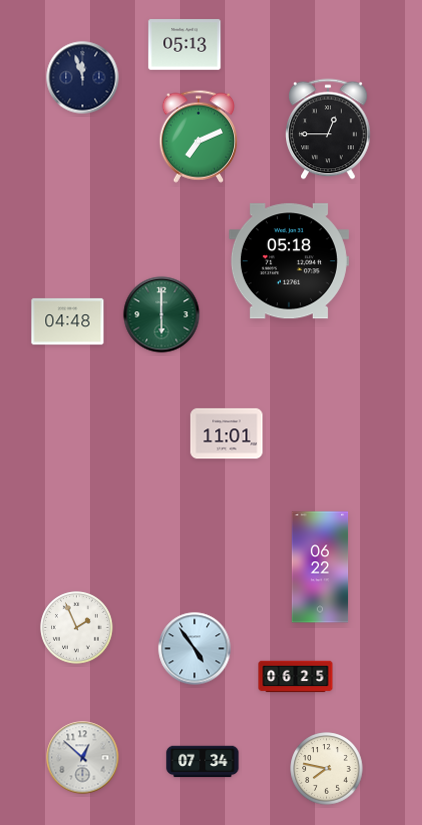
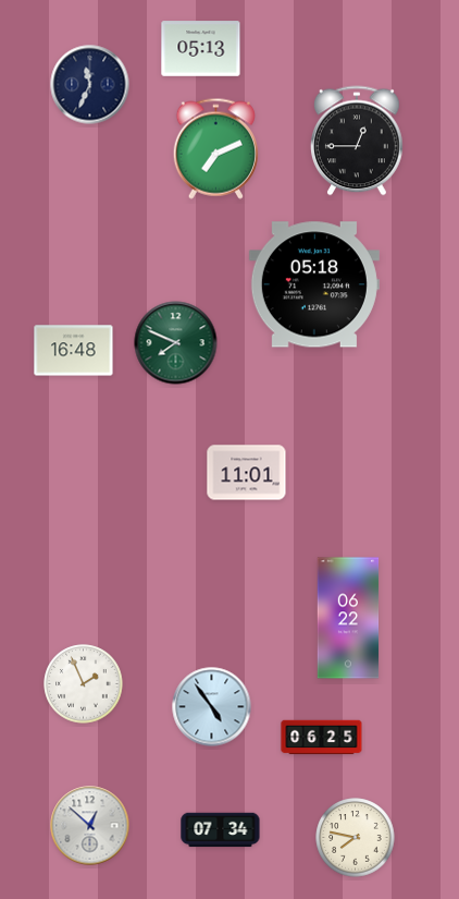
clock at (83, 78): 11:57 -> 11:34
clock at (162, 315): 6:00 -> 7:49
clock at (68, 322): 04:48 -> 16:48
